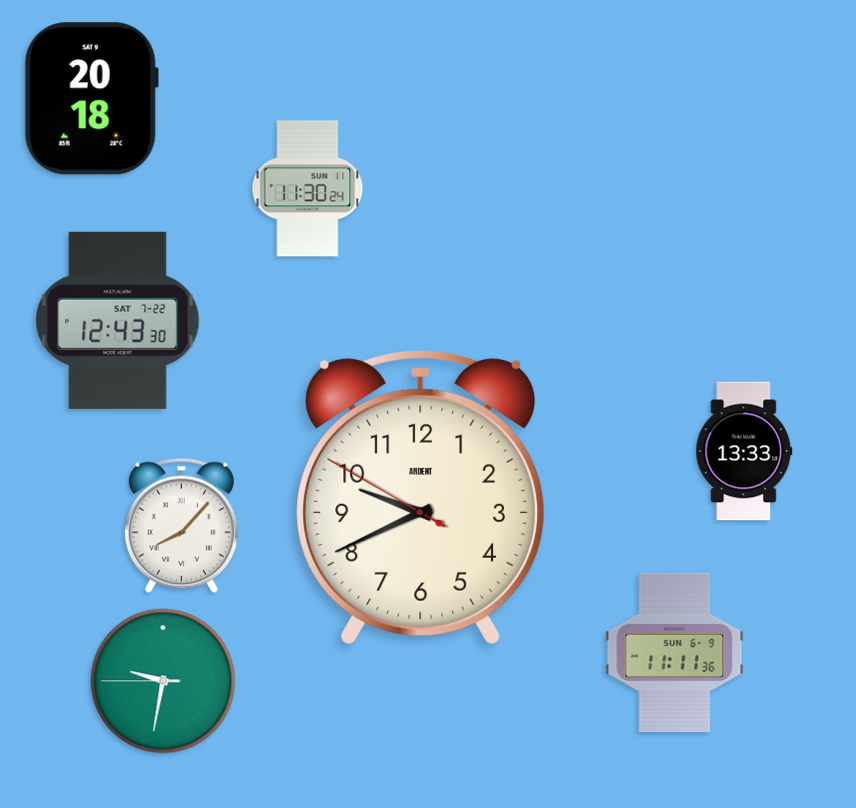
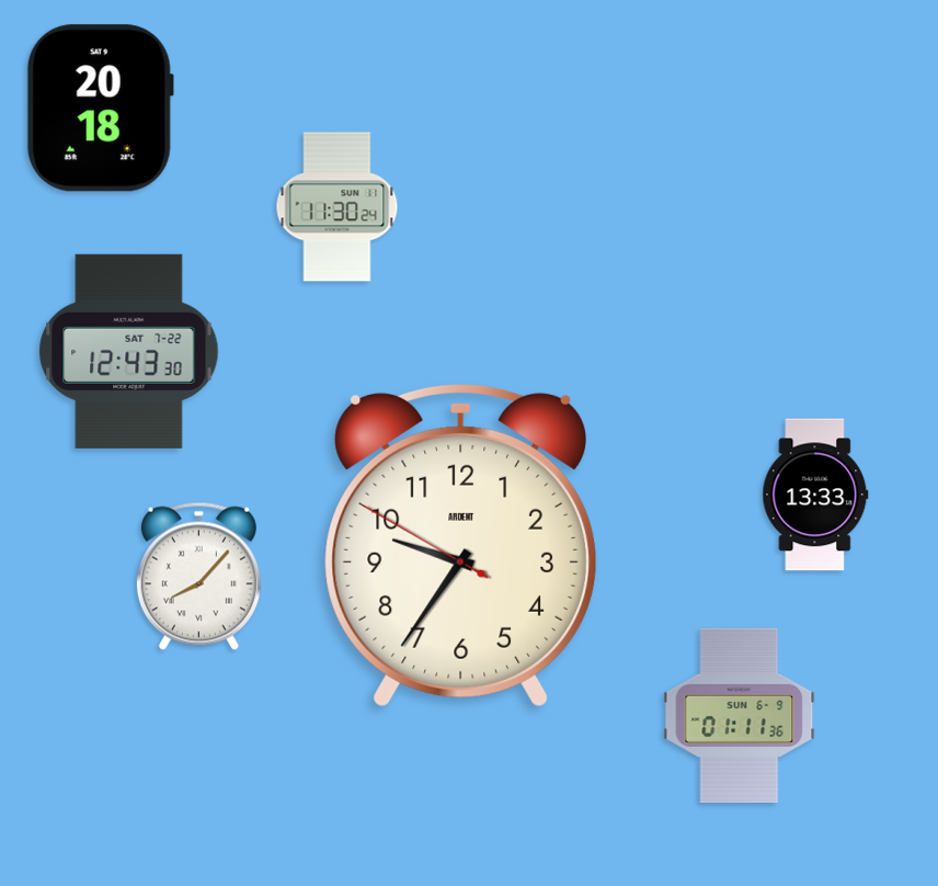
clock at (421, 497): 9:40 -> 9:35
clock at (675, 652): 11:11 -> 01:11
clock at (163, 681): 9:31 -> none
